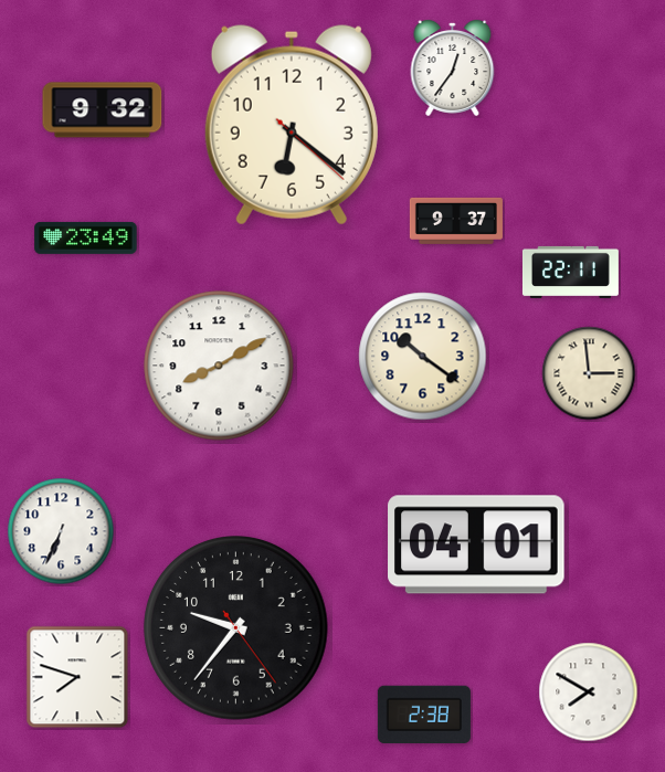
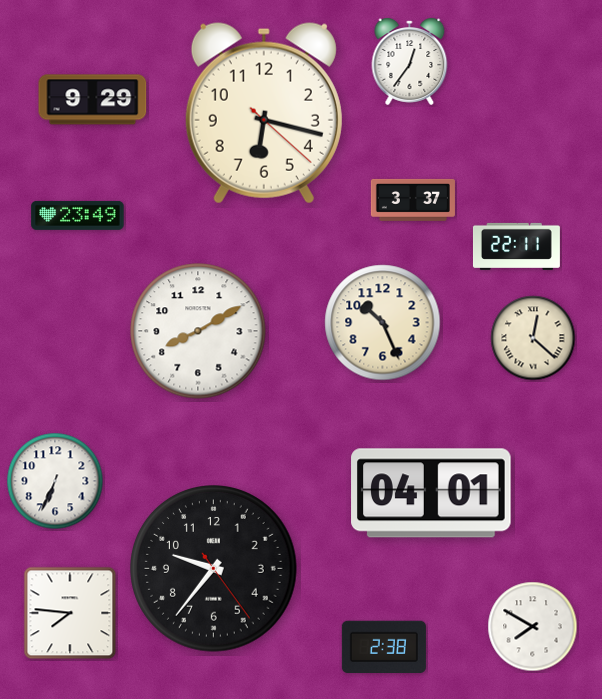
clock at (103, 110): 9:32 -> 9:29
clock at (292, 125): 6:21 -> 6:17
clock at (456, 221): 9:37 -> 3:37
clock at (423, 357): 10:21 -> 10:26
clock at (589, 373): 2:59 -> 12:22
clock at (77, 677): 7:48 -> 7:46
